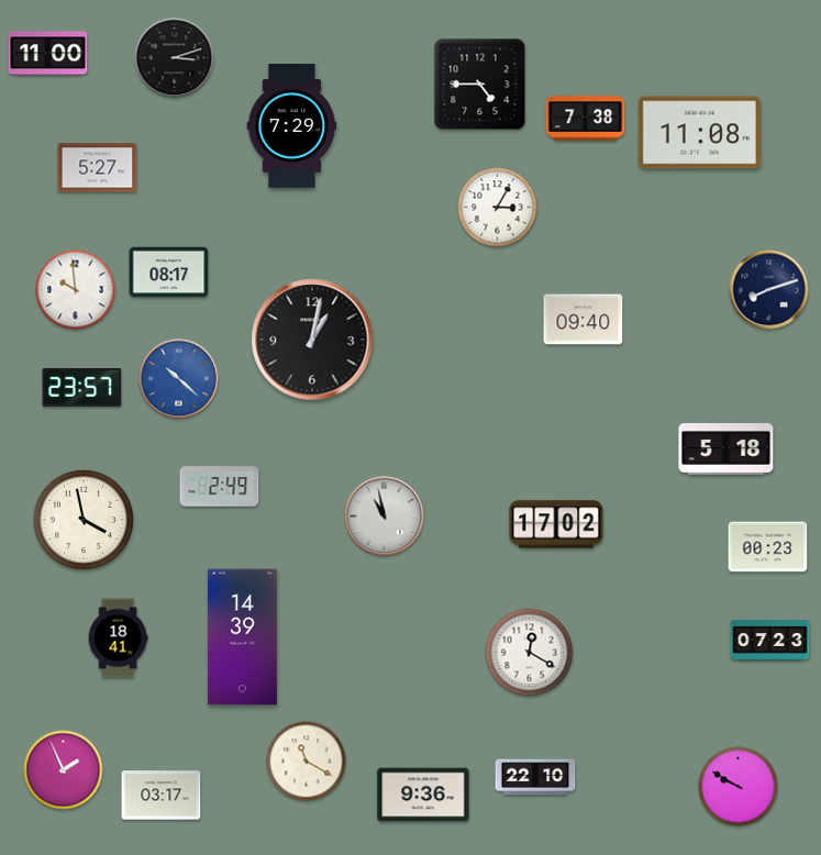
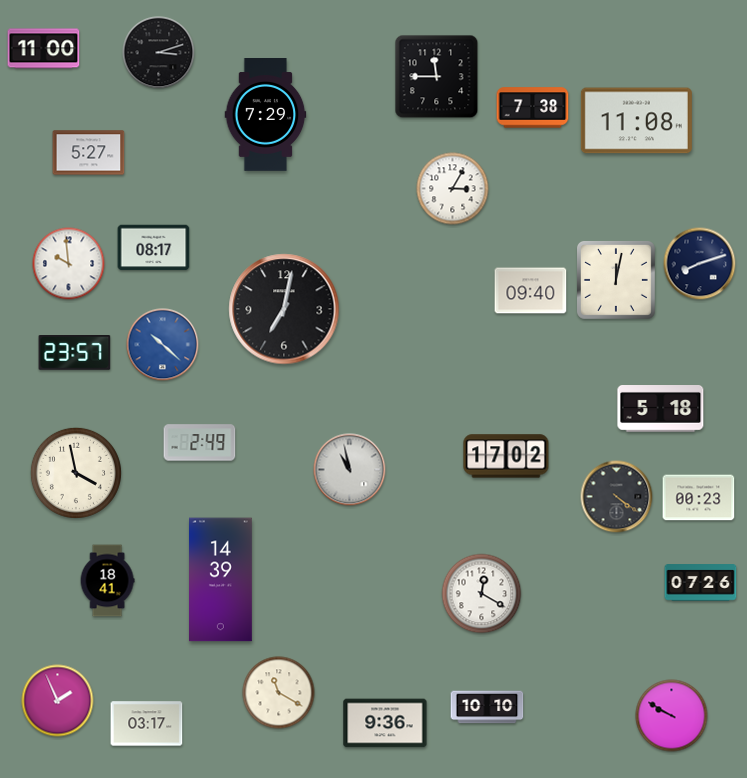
clock at (480, 85): 4:45 -> 11:45
clock at (616, 280): none -> 12:02
clock at (312, 340): 1:02 -> 7:02
clock at (556, 524) position: (556, 524) -> (506, 456)
clock at (617, 497): none -> 4:21
clock at (770, 641): 07:23 -> 07:26
clock at (535, 777): 22:10 -> 10:10
